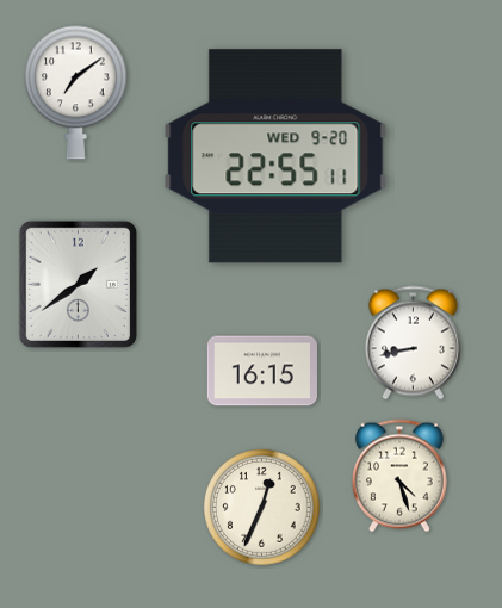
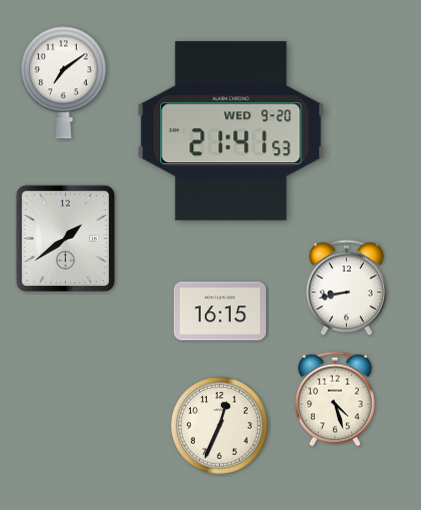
clock at (76, 92) position: (76, 92) -> (64, 82)
clock at (275, 156): 22:55 -> 21:41
